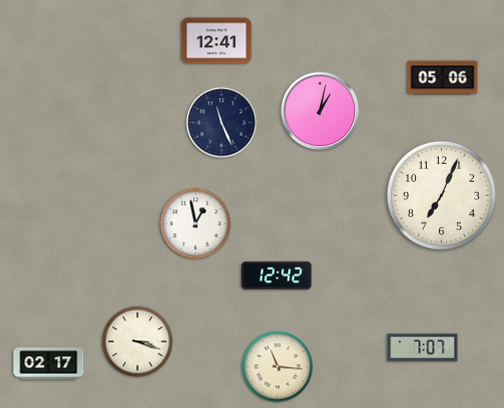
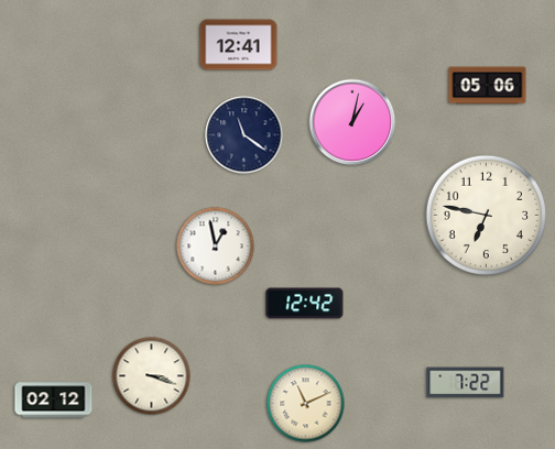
clock at (222, 123): 11:26 -> 11:21
clock at (441, 195): 7:04 -> 6:47
clock at (423, 348): 7:07 -> 7:22
clock at (49, 364): 02:17 -> 02:12
clock at (278, 367): 11:16 -> 11:11
